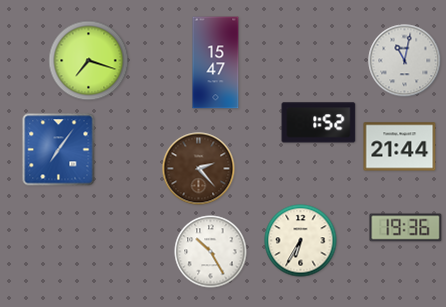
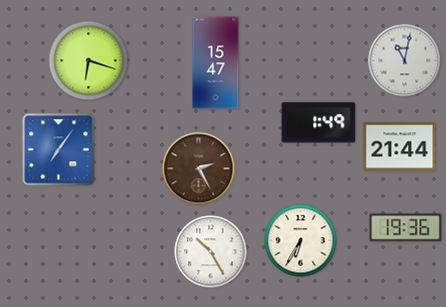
clock at (89, 61): 7:18 -> 6:18
clock at (319, 123): 1:52 -> 1:49
clock at (199, 169): 2:23 -> 2:25
